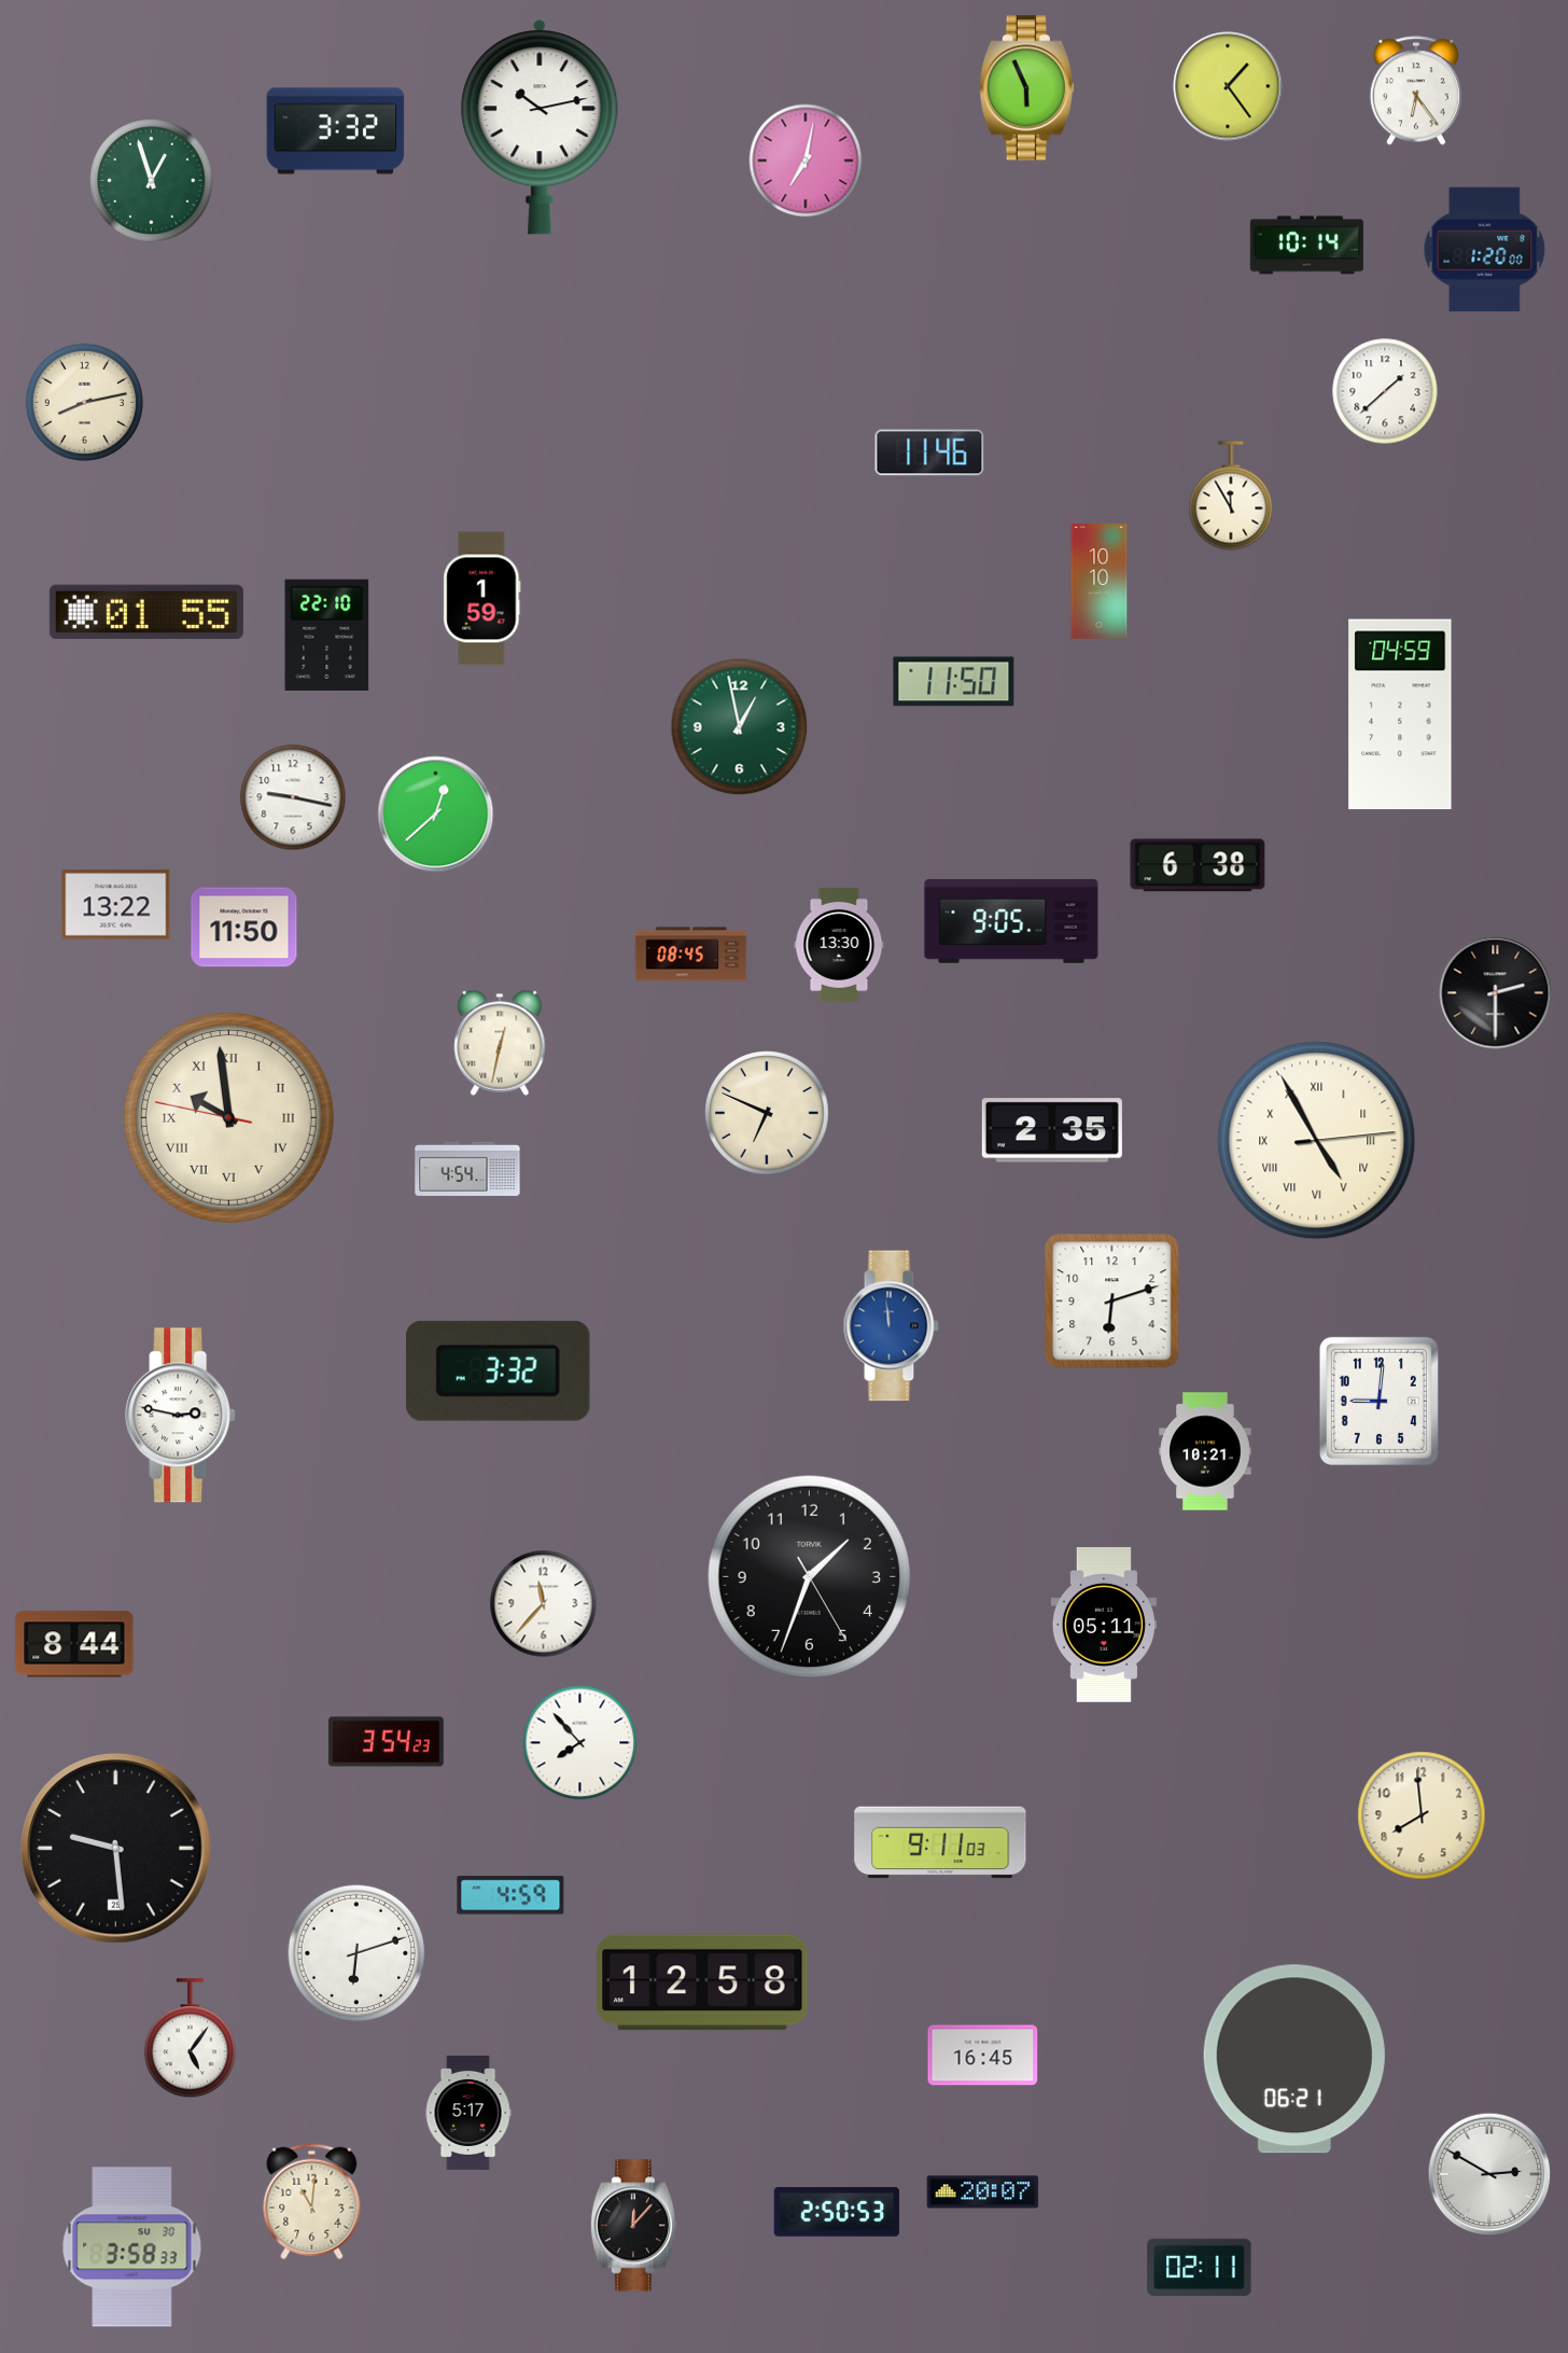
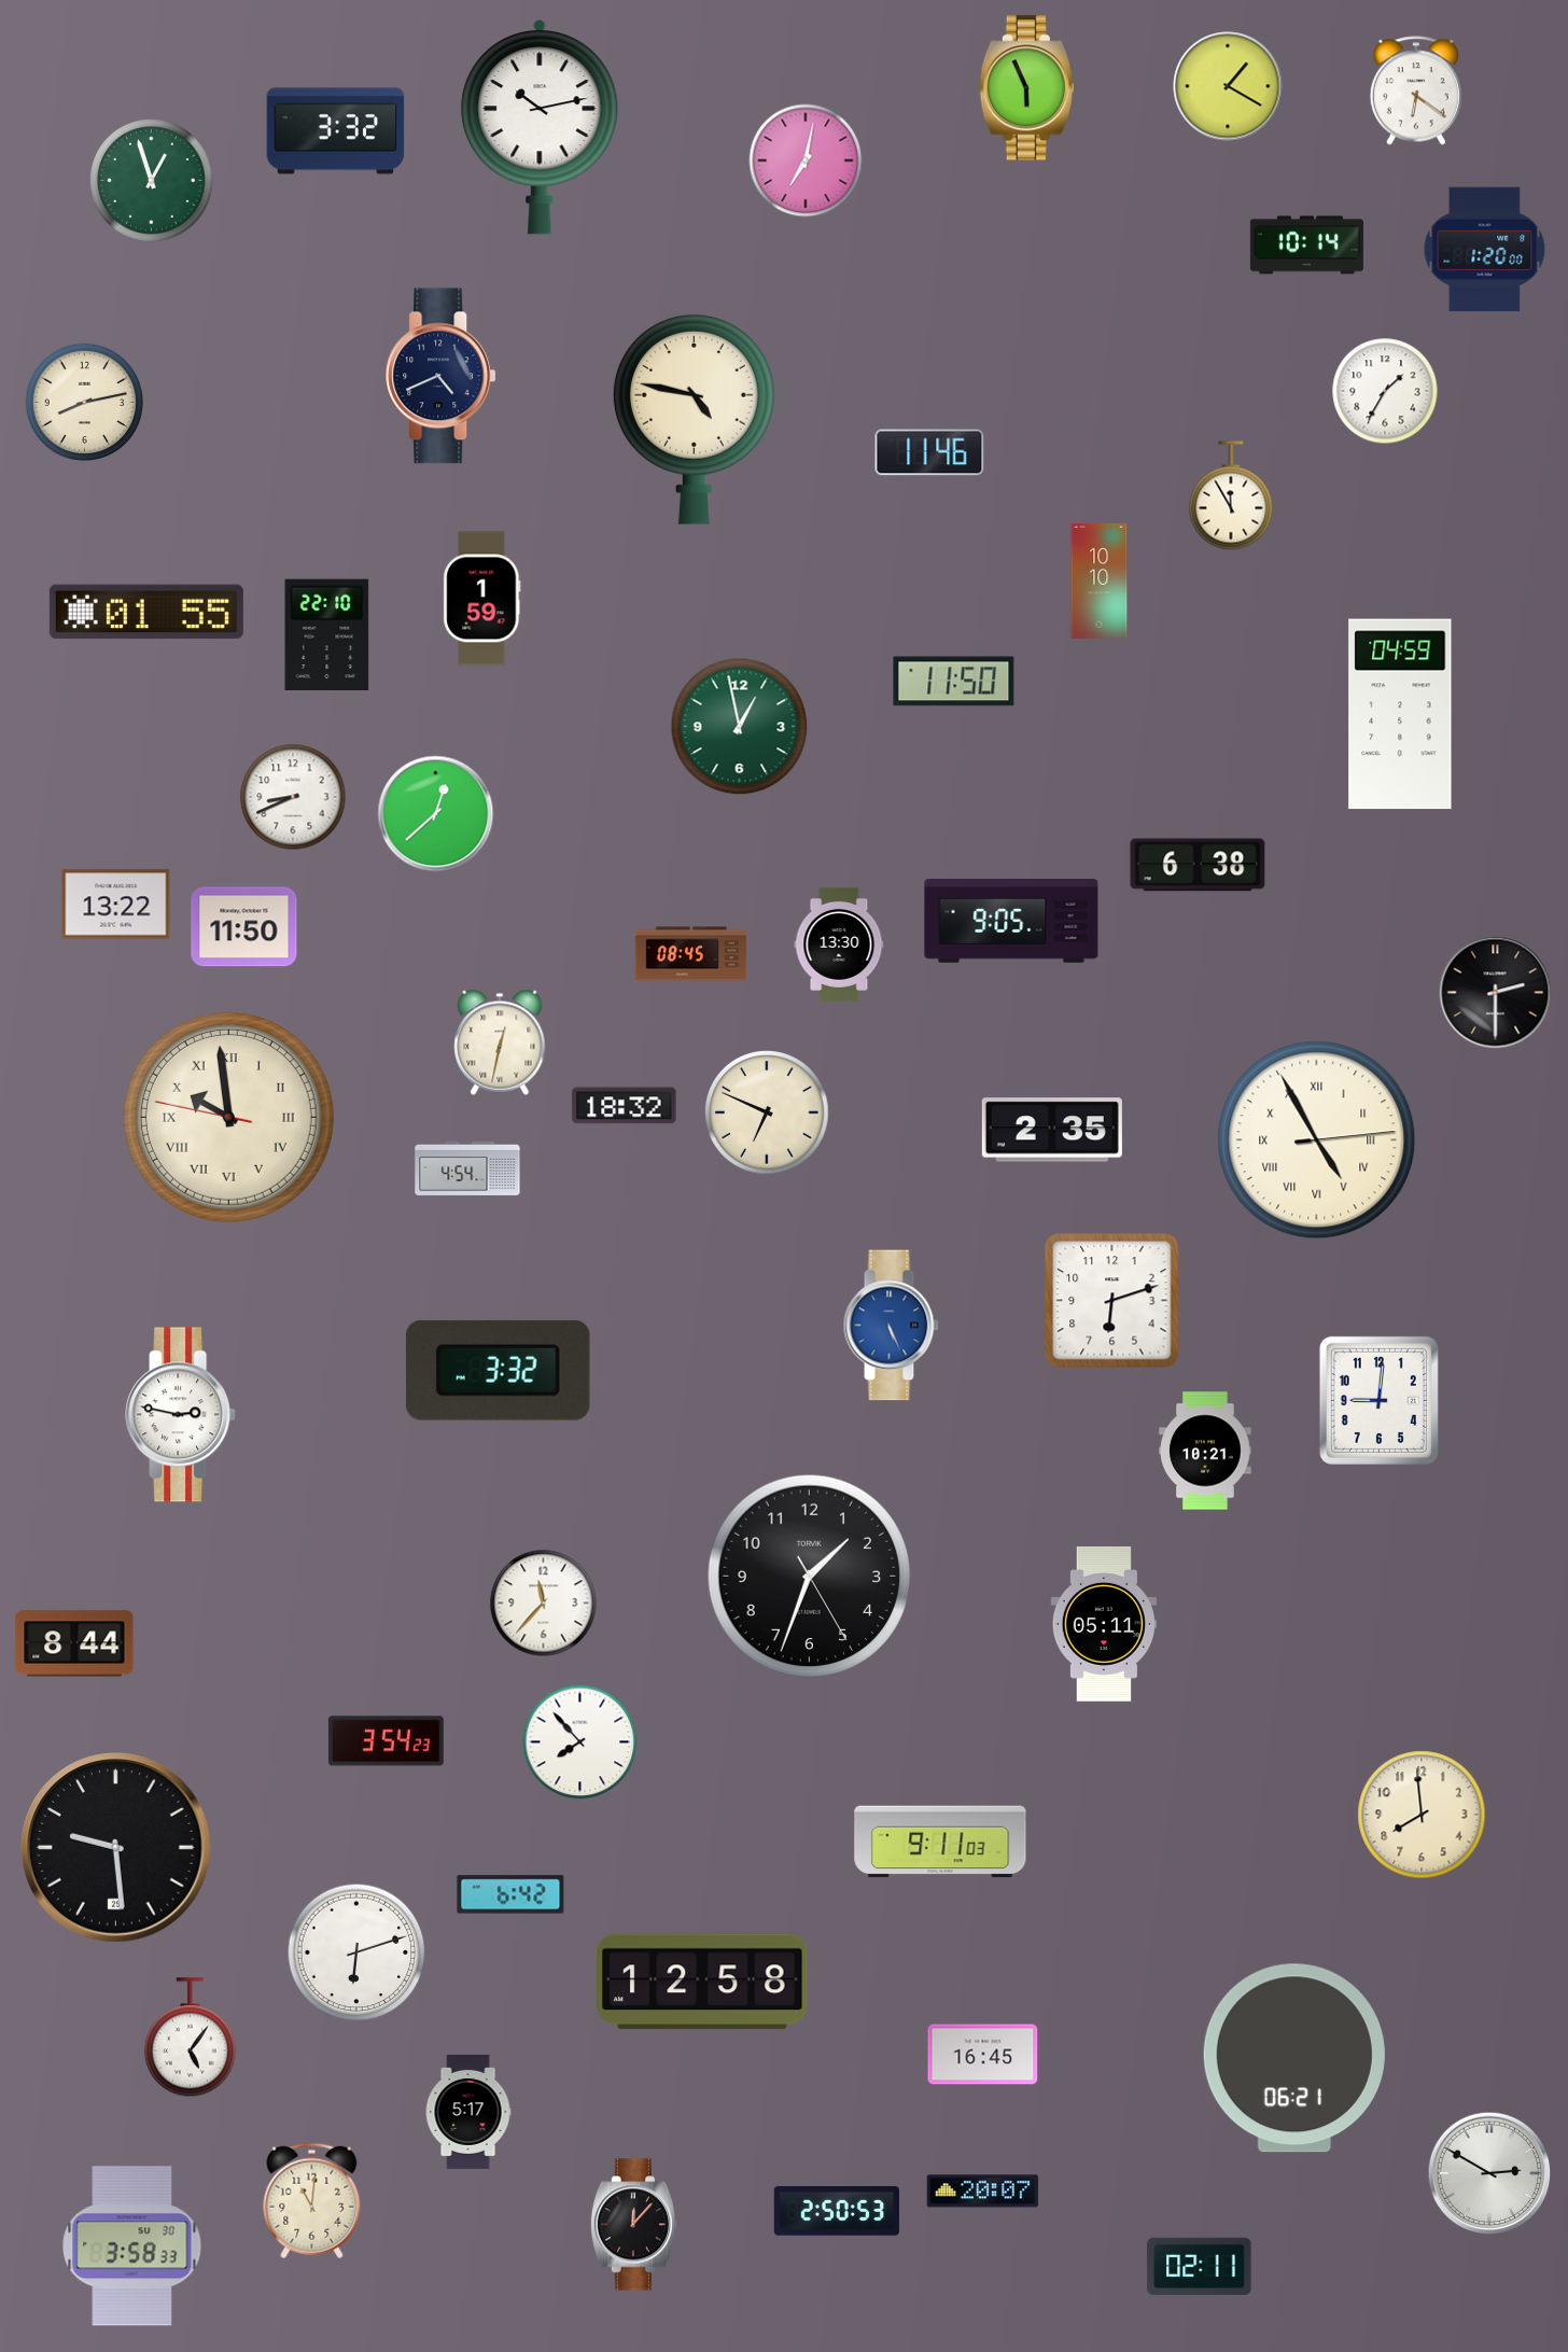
clock at (1228, 86): 1:24 -> 1:20
clock at (1415, 90): 6:24 -> 6:21
clock at (440, 376): none -> 4:41
clock at (1385, 391): 1:38 -> 1:35
clock at (694, 419): none -> 4:47
clock at (293, 797): 9:17 -> 8:41
clock at (625, 1106): none -> 18:32
clock at (891, 1326): 11:59 -> 5:26
clock at (510, 1895): 4:59 -> 6:42
